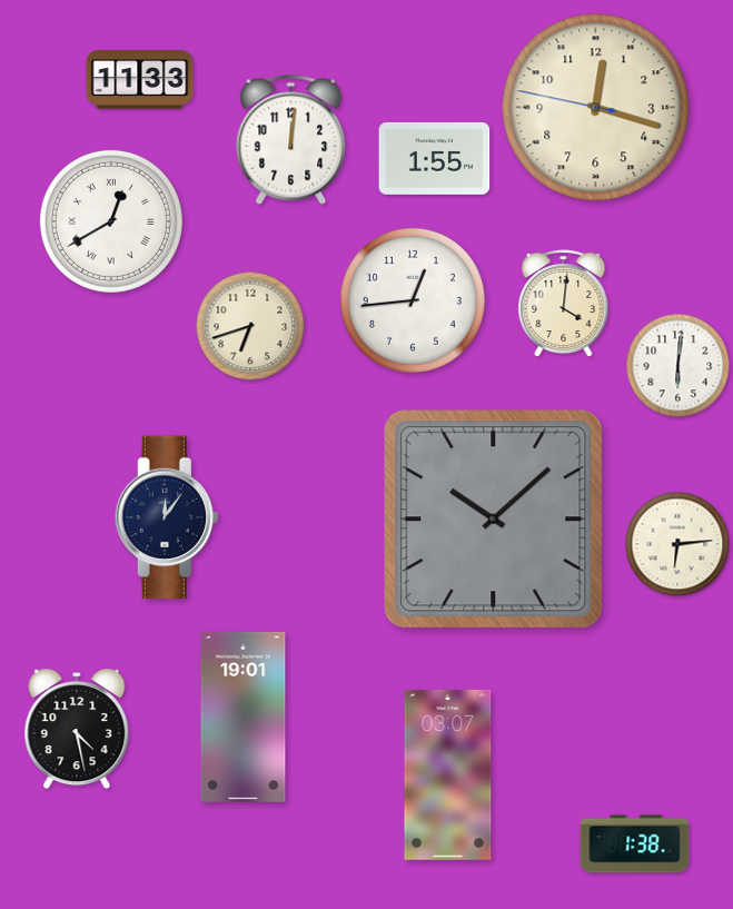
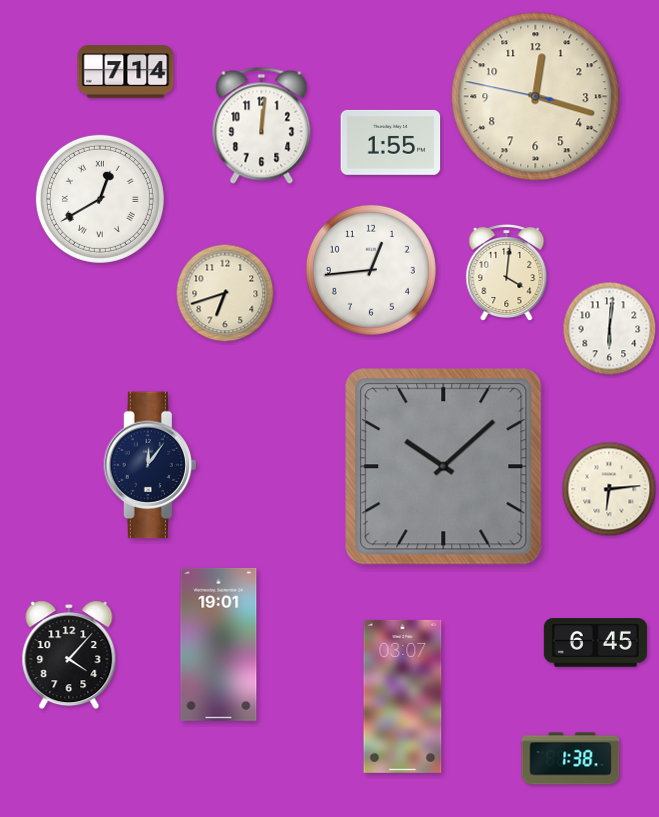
clock at (140, 80): 11:33 -> 7:14
clock at (595, 643): none -> 6:45
clock at (77, 729): 4:28 -> 4:07
